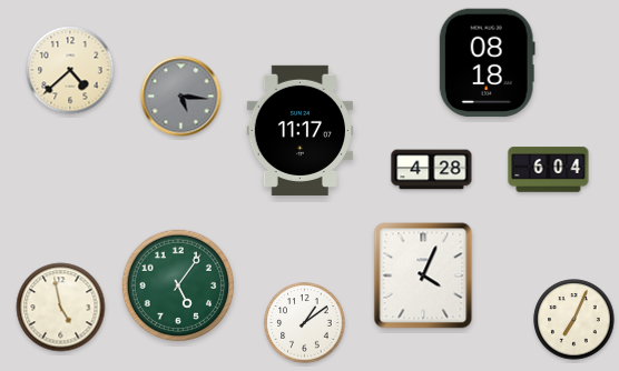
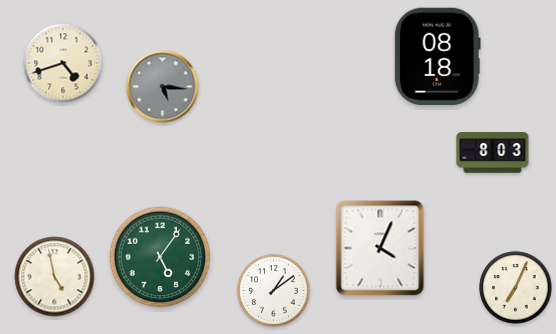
clock at (70, 70): 4:38 -> 4:42
clock at (301, 130): 11:17 -> none
clock at (432, 170): 4:28 -> none
clock at (549, 170): 6:04 -> 8:03
